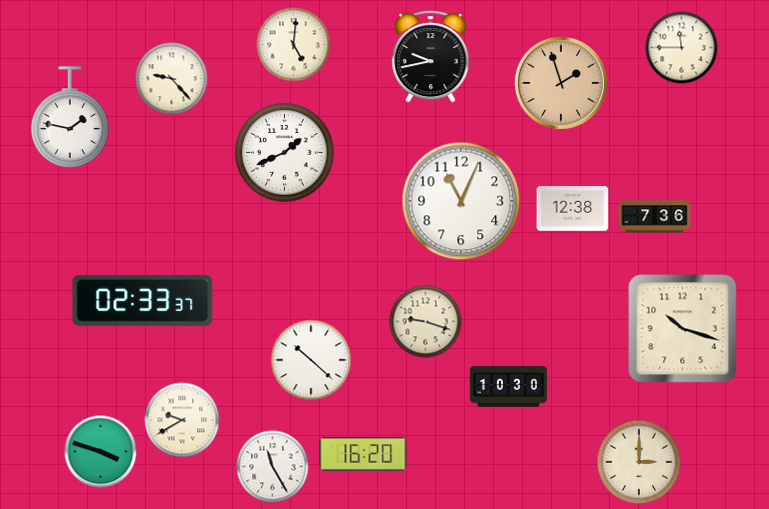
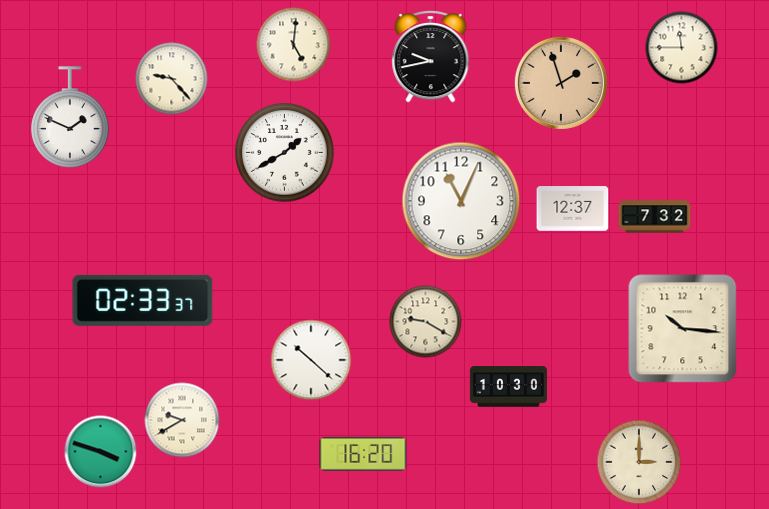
clock at (70, 117): 1:47 -> 1:49
clock at (285, 153): 1:41 -> 1:40
clock at (573, 209): 12:38 -> 12:37
clock at (655, 217): 7:36 -> 7:32
clock at (426, 322): 9:18 -> 9:20
clock at (683, 329): 10:18 -> 10:16
clock at (273, 467): 11:25 -> none
